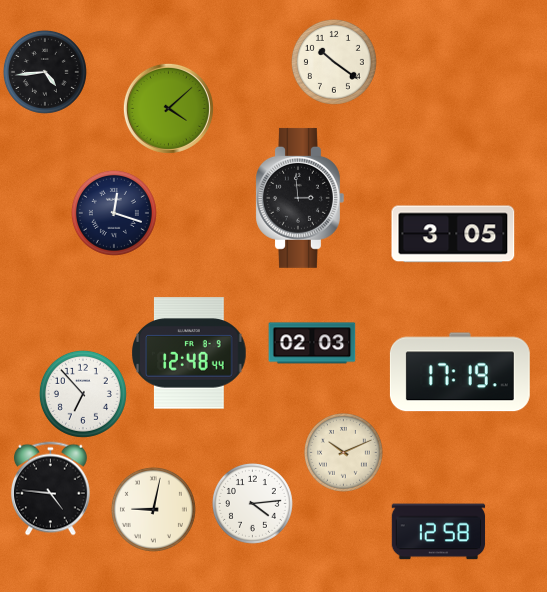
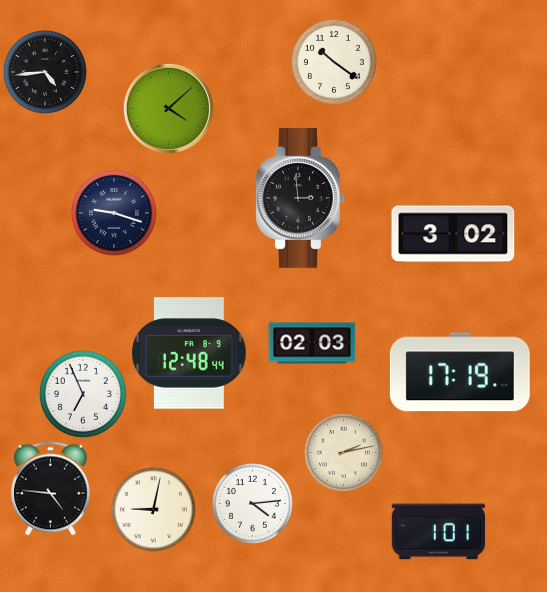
clock at (114, 213): 12:18 -> 9:18
clock at (453, 234): 3:05 -> 3:02
clock at (83, 394): 6:53 -> 6:56
clock at (343, 452): 10:11 -> 2:13
clock at (439, 532): 12:58 -> 1:01
